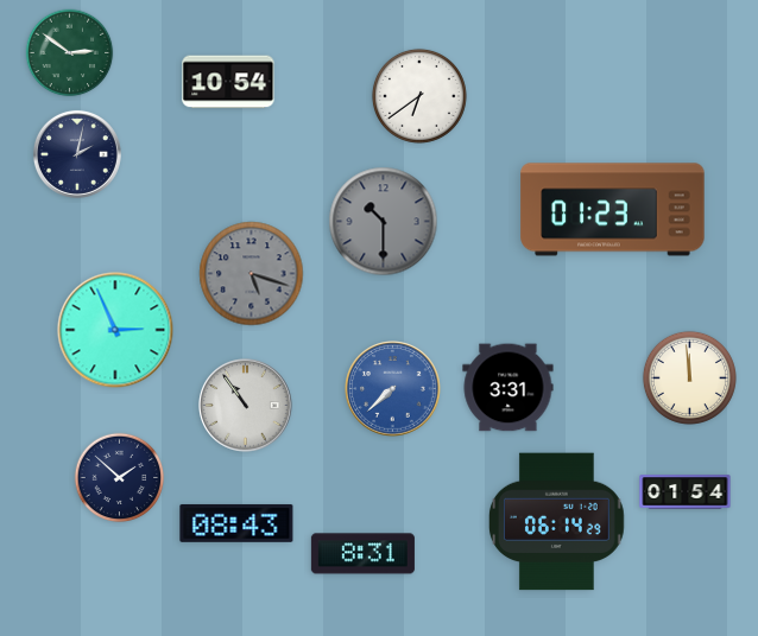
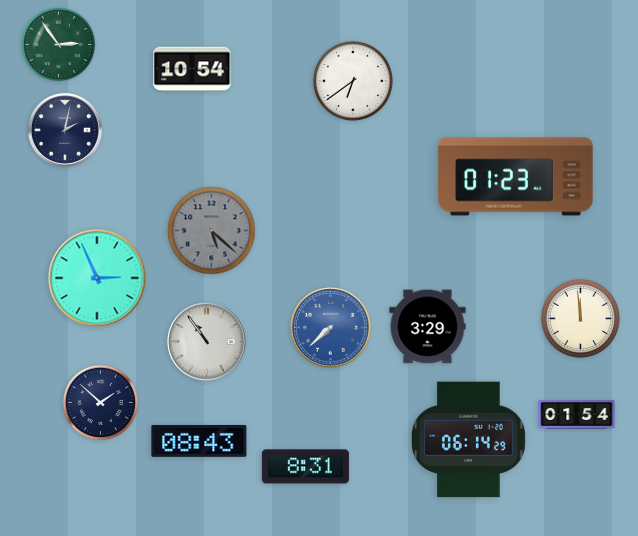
clock at (70, 53): 2:51 -> 2:54
clock at (384, 222): 10:30 -> none
clock at (252, 274): 5:18 -> 5:22
clock at (509, 388): 3:31 -> 3:29
